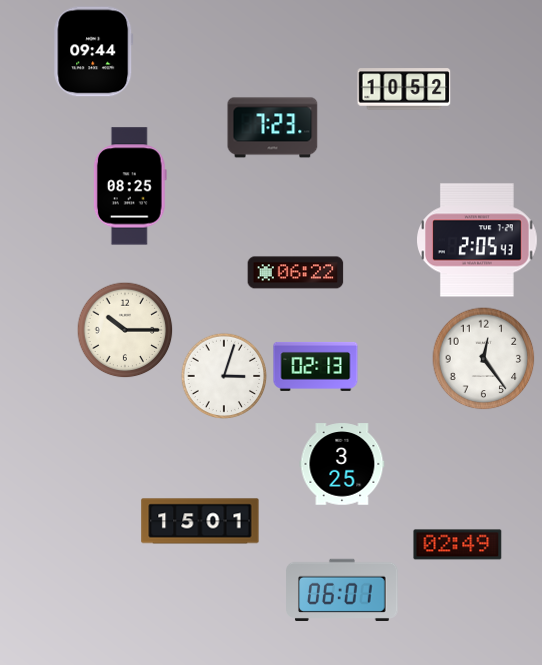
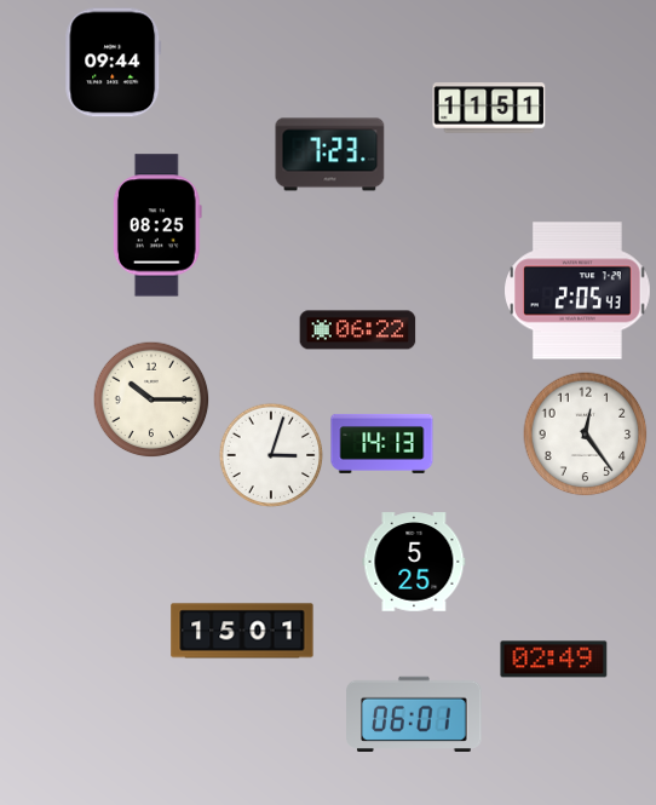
clock at (404, 89): 10:52 -> 11:51
clock at (316, 366): 02:13 -> 14:13
clock at (342, 464): 3:25 -> 5:25
